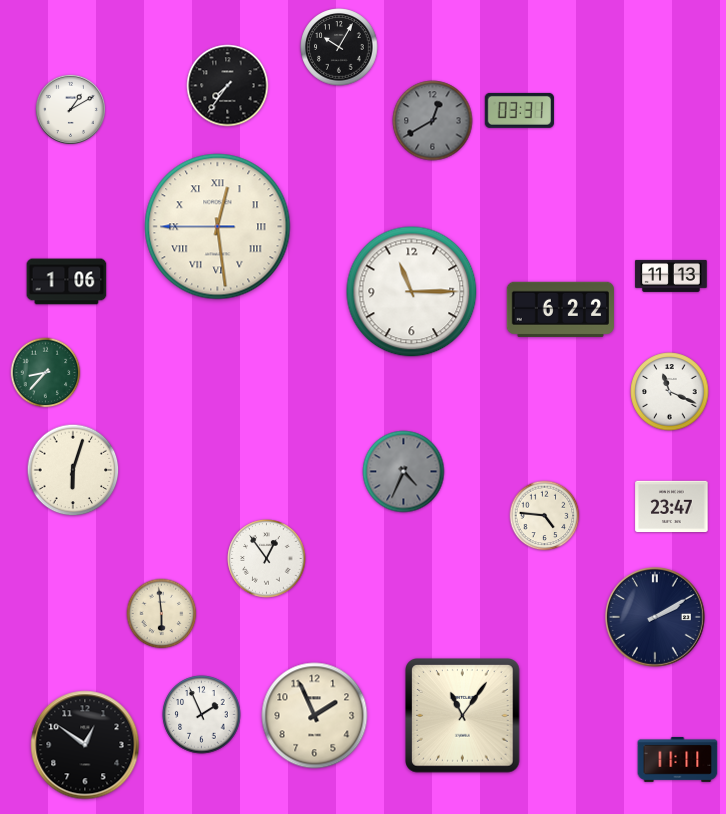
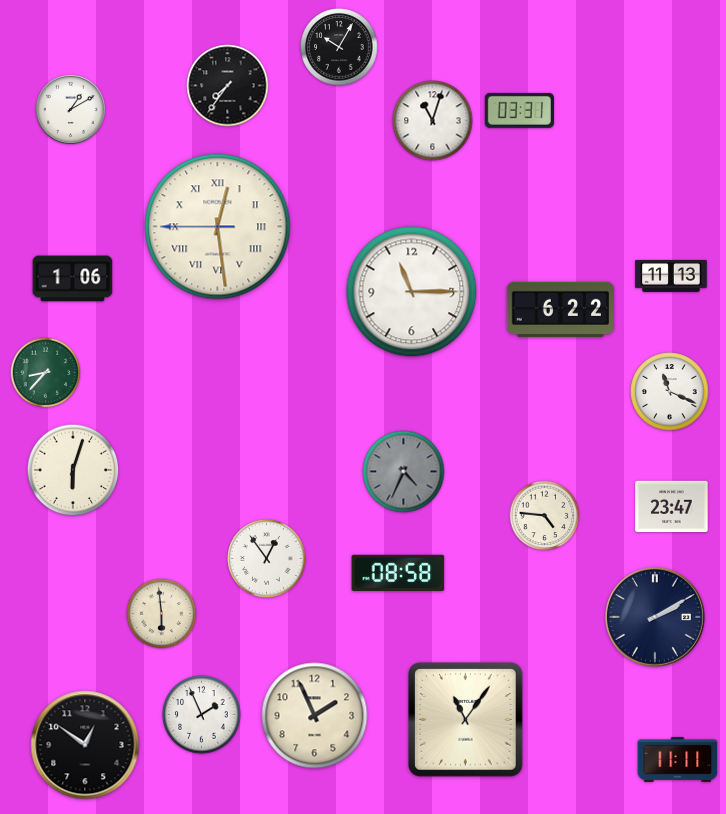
clock at (433, 121): 12:40 -> 11:03
clock at (433, 121) dial: grey -> white
clock at (67, 282) position: (67, 282) -> (73, 279)
clock at (398, 572): none -> 08:58
clock at (463, 716) position: (463, 716) -> (466, 720)
